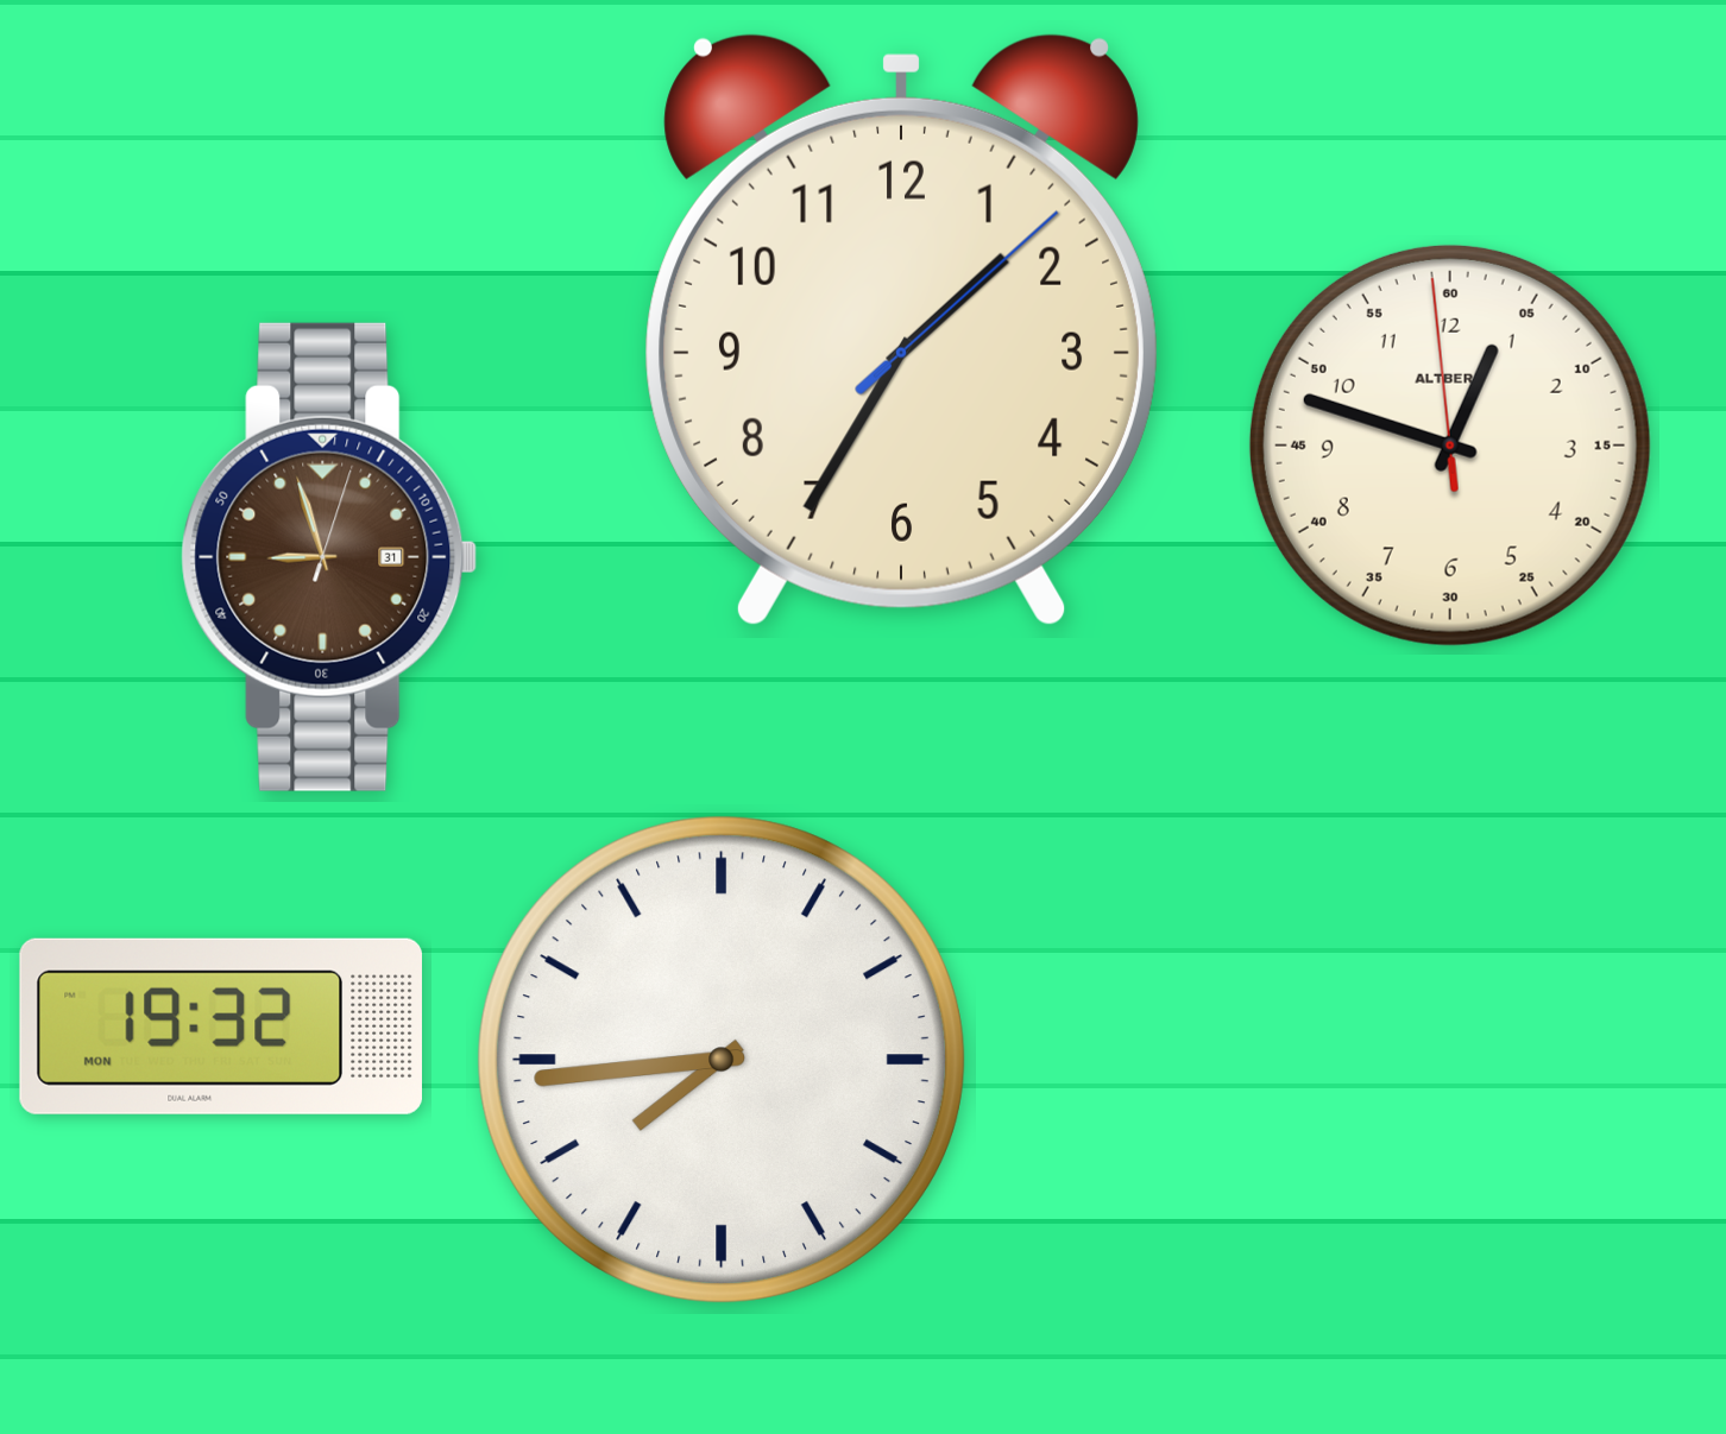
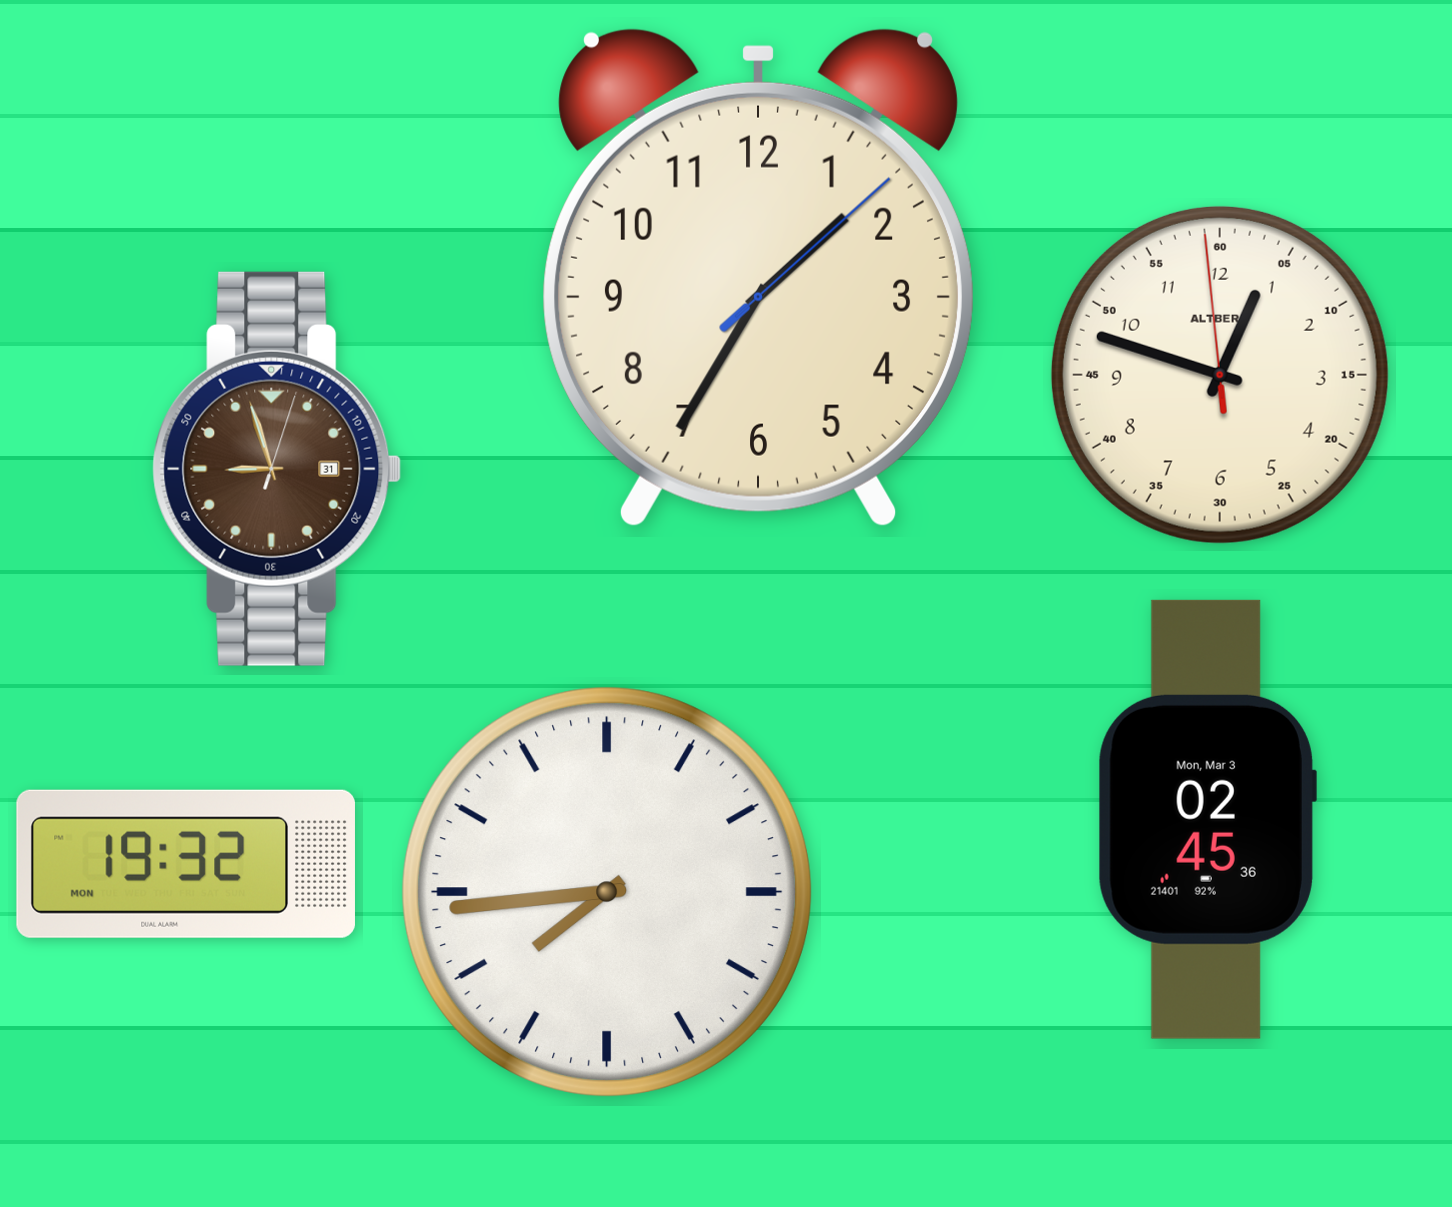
clock at (1207, 819): none -> 02:45
